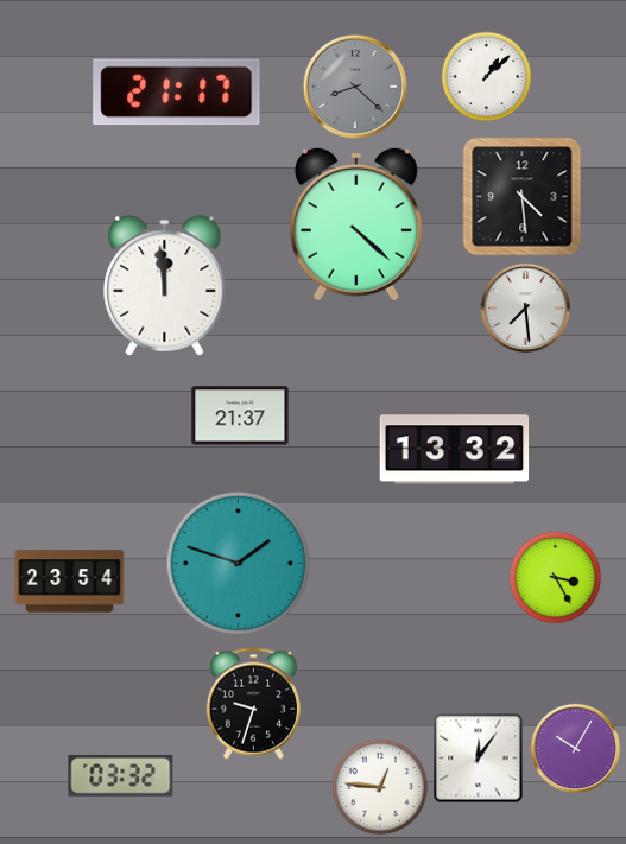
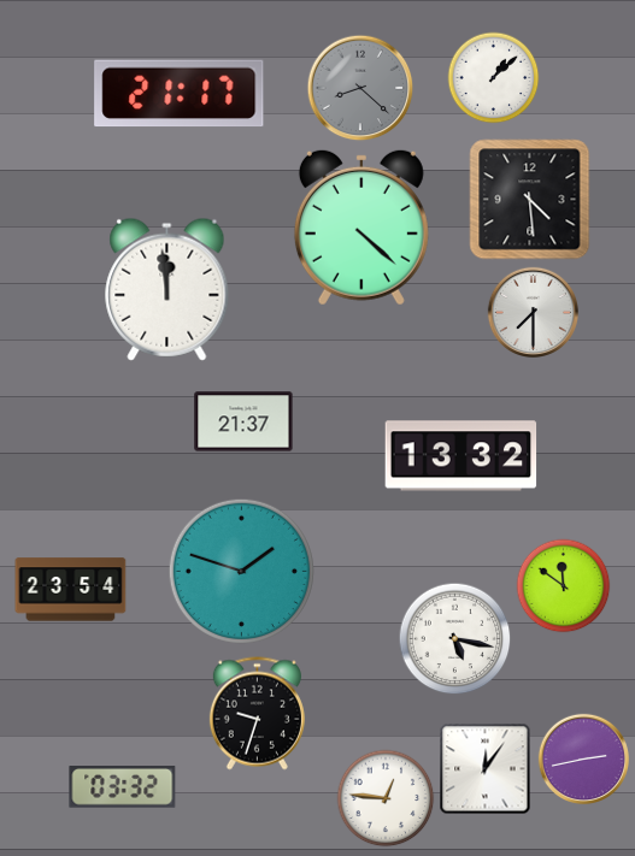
clock at (525, 307): 7:29 -> 7:30
clock at (556, 578): 3:25 -> 11:51
clock at (455, 639): none -> 5:17
clock at (575, 748): 10:05 -> 2:43
